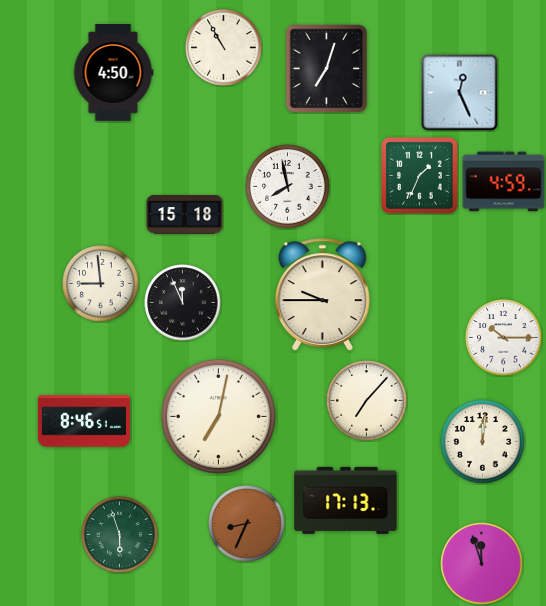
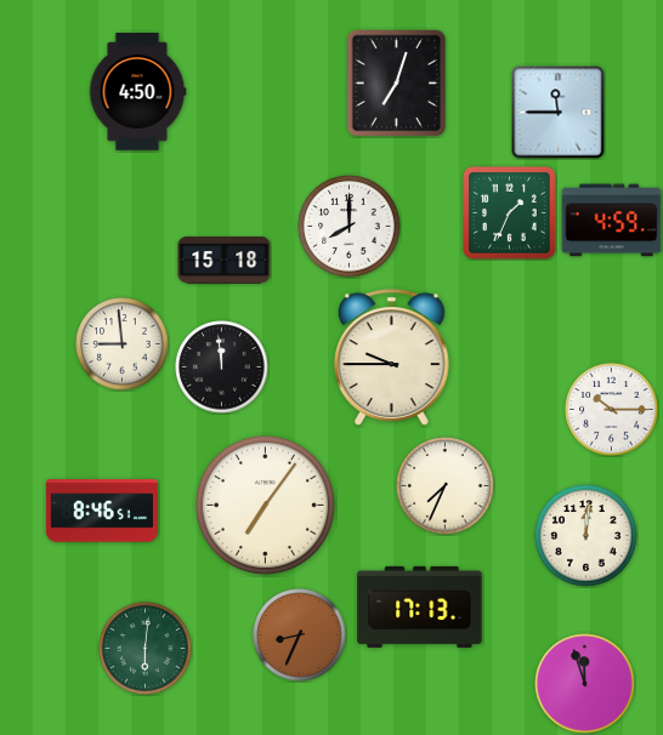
clock at (224, 48): 10:55 -> none
clock at (113, 73) position: (113, 73) -> (137, 92)
clock at (460, 93): 12:26 -> 11:45
clock at (288, 187): 7:58 -> 8:00
clock at (183, 303): 11:56 -> 11:59
clock at (367, 401): 7:07 -> 7:34
clock at (218, 416): 7:02 -> 7:06
clock at (120, 535): 5:57 -> 6:01
